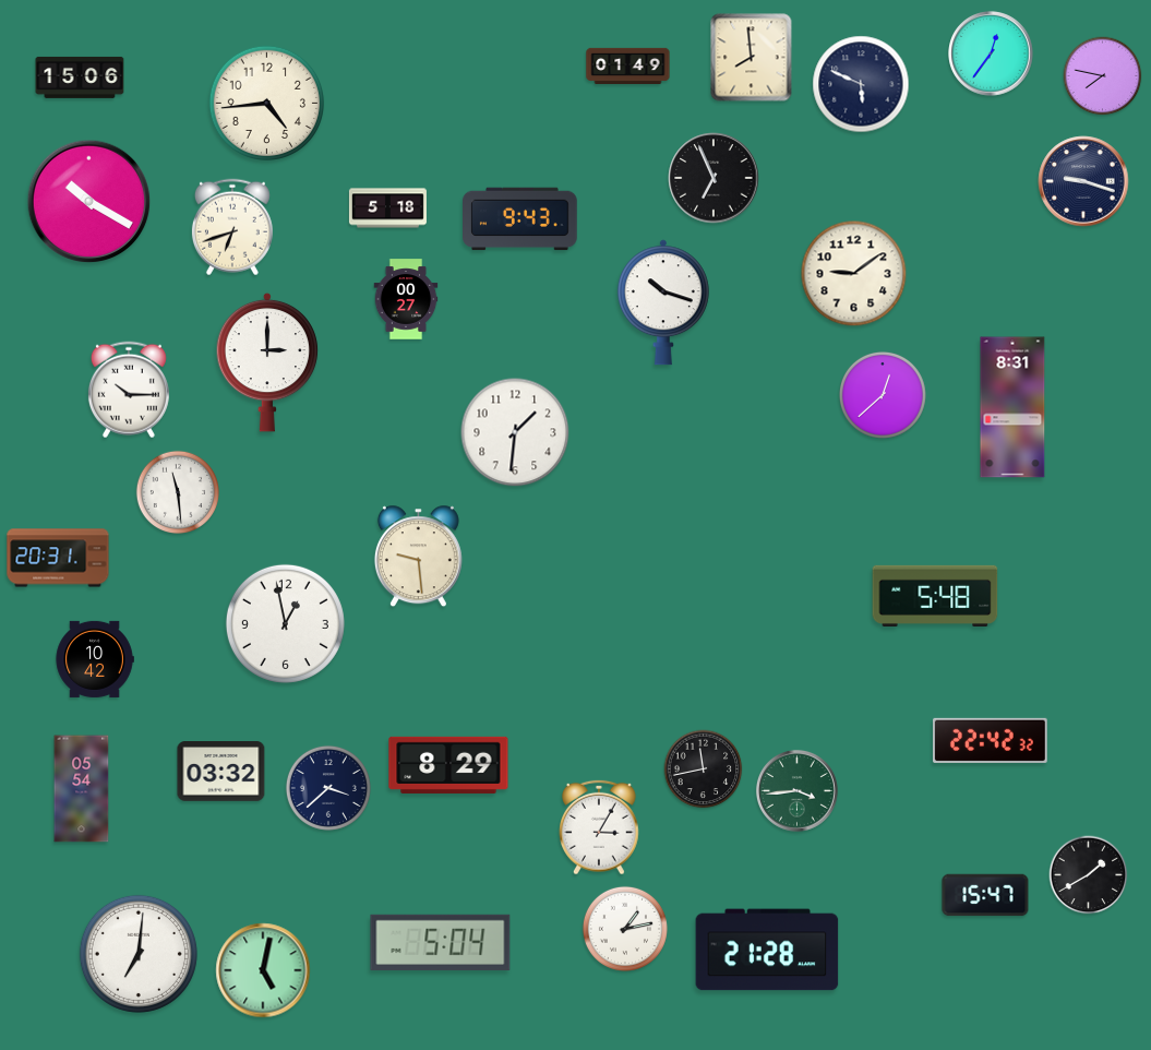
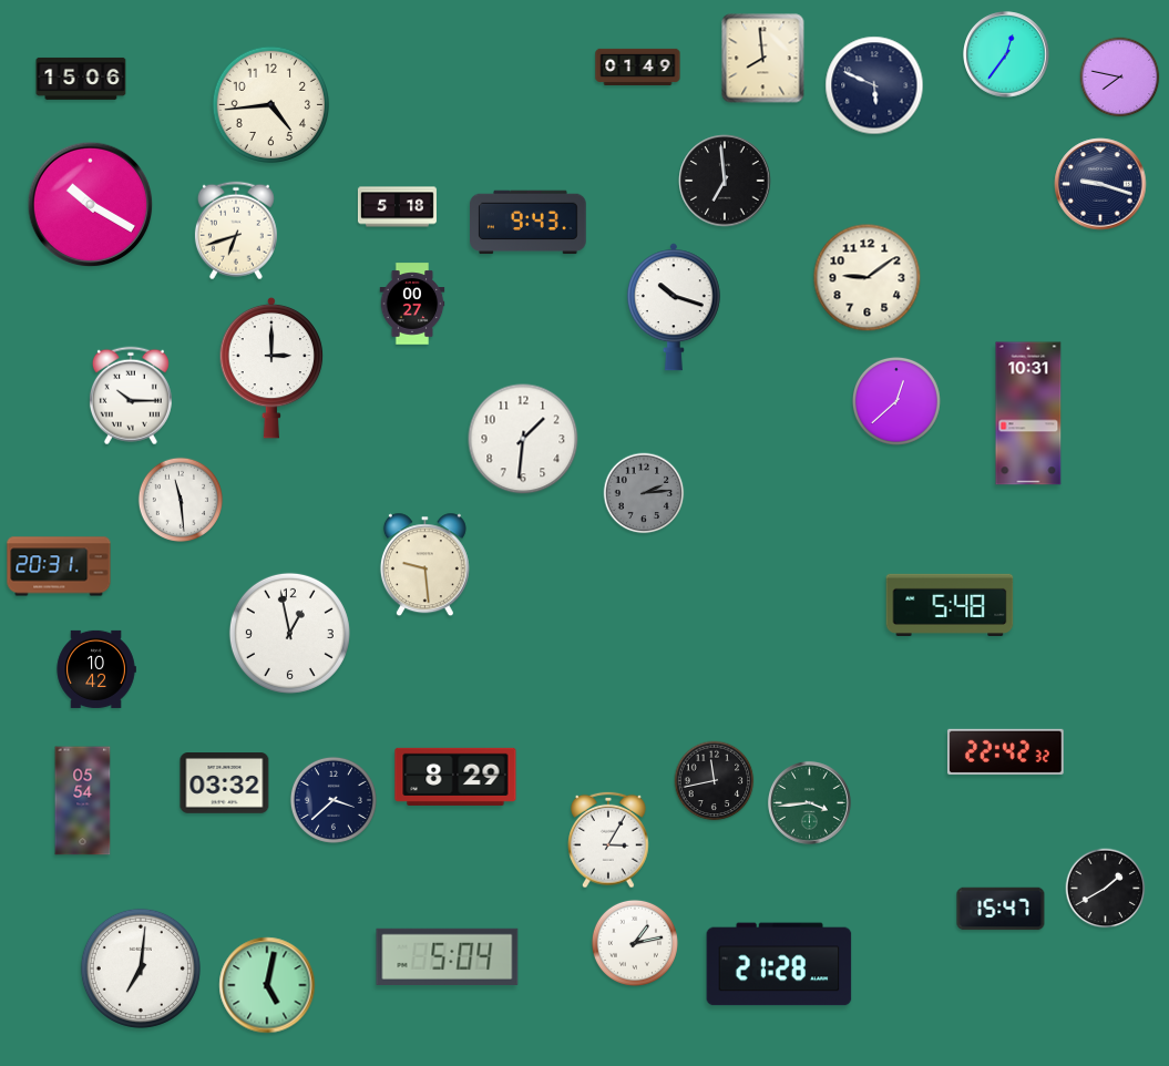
clock at (714, 178): 6:56 -> 6:59
clock at (387, 208) position: (387, 208) -> (397, 207)
clock at (1012, 407): 8:31 -> 10:31
clock at (644, 493): none -> 2:14
